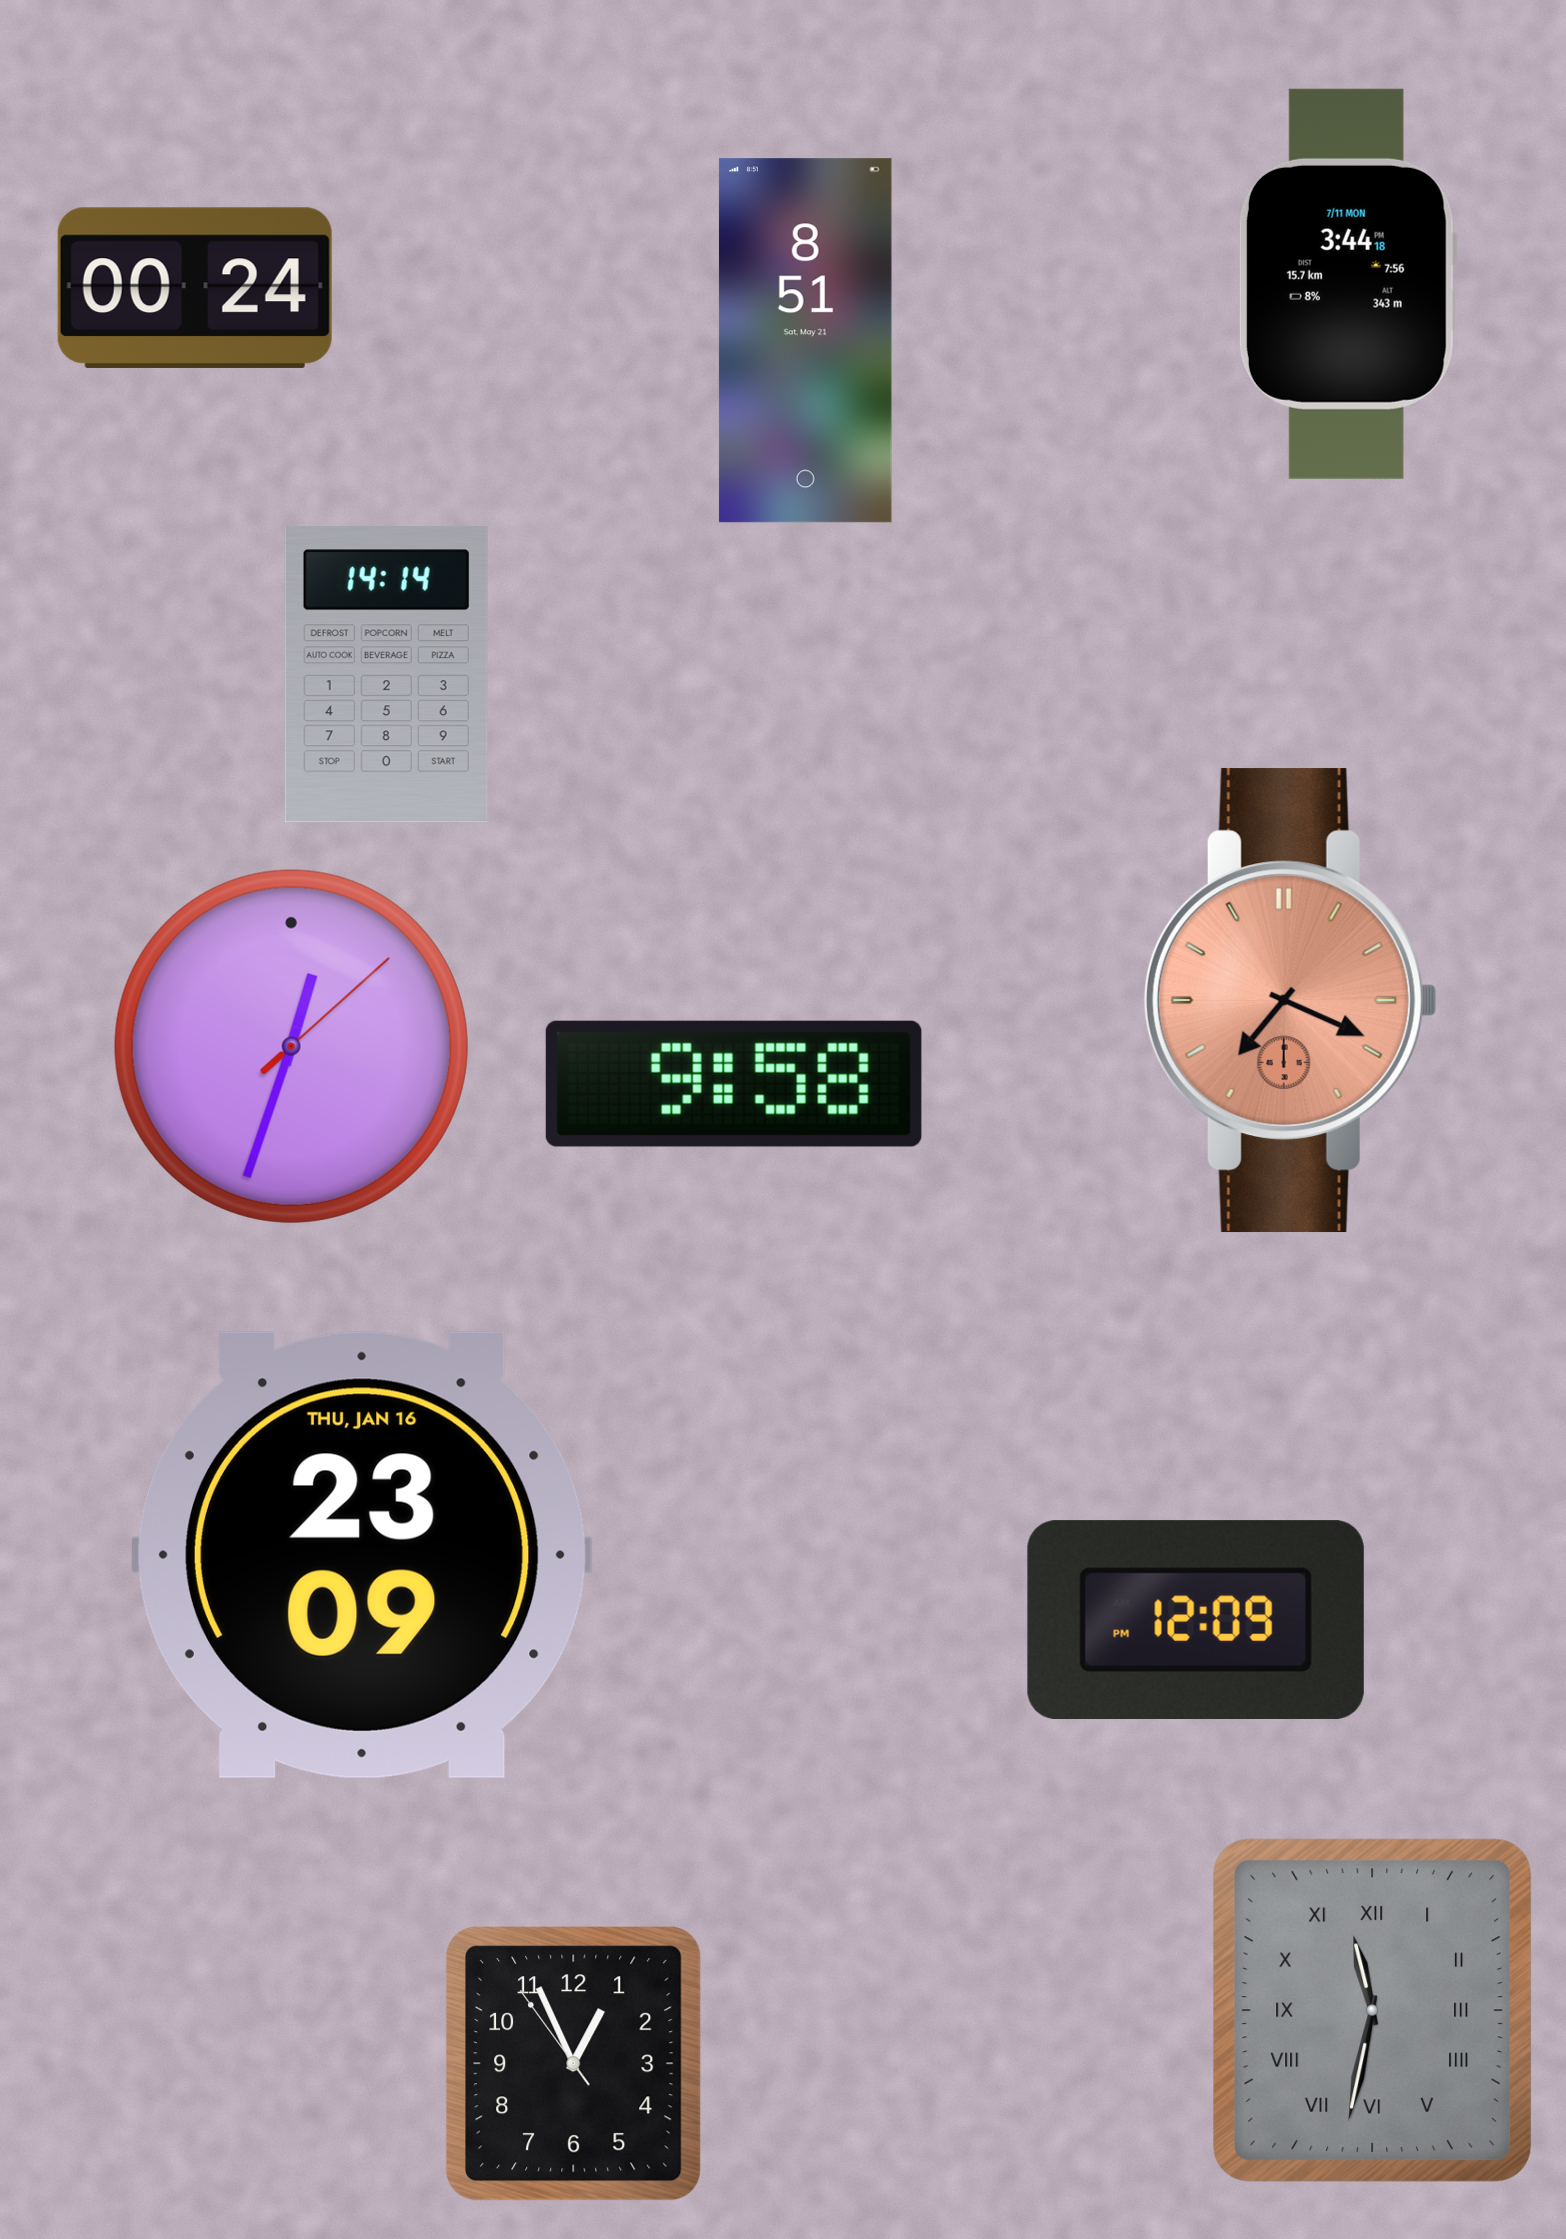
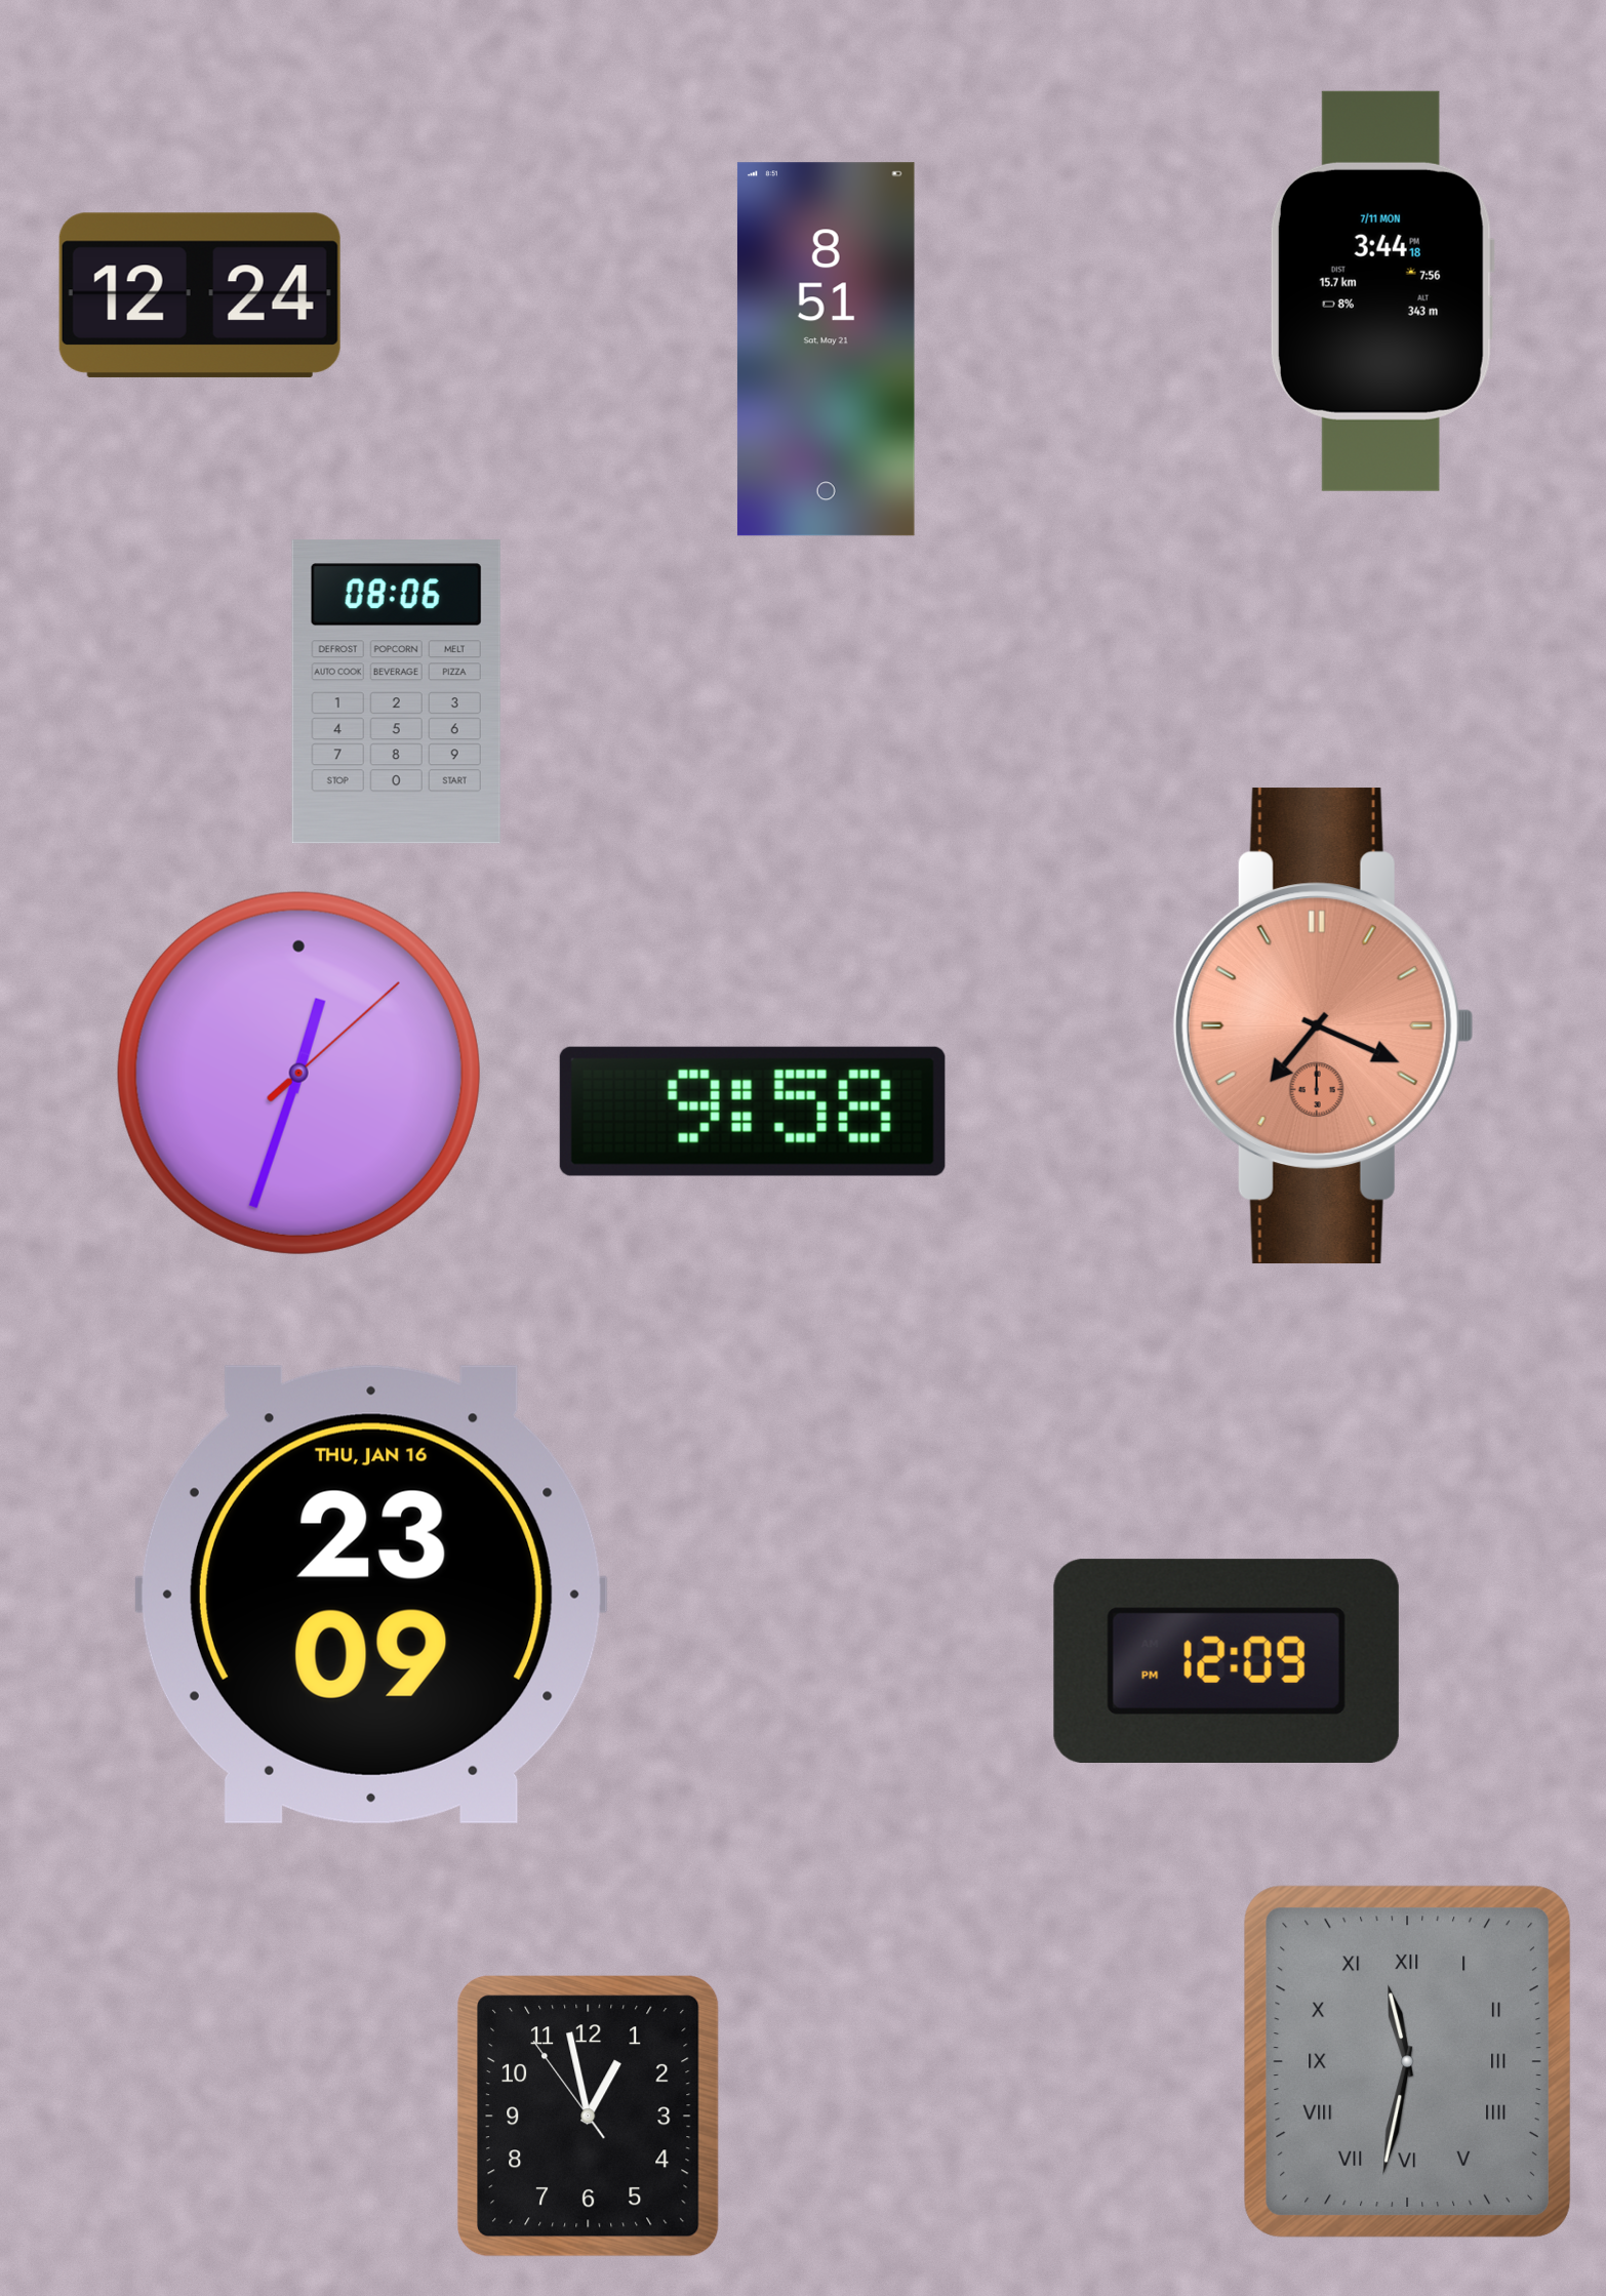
clock at (195, 288): 00:24 -> 12:24
clock at (386, 675): 14:14 -> 08:06
clock at (574, 2064): 12:55 -> 12:57
